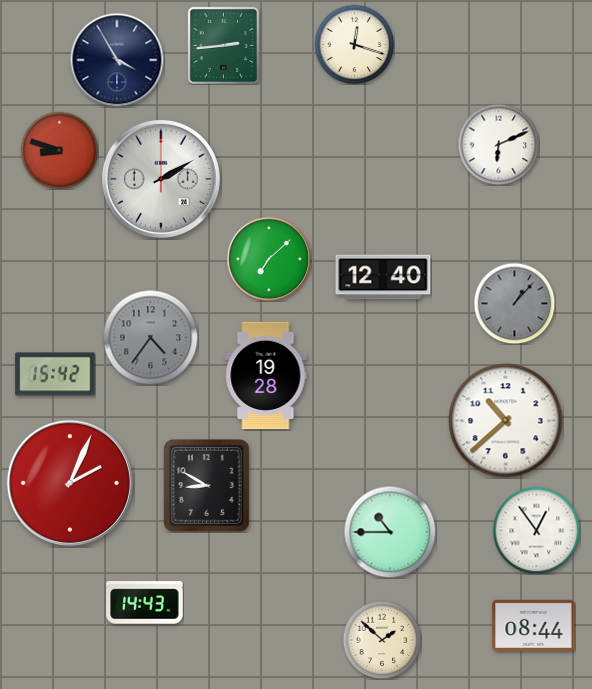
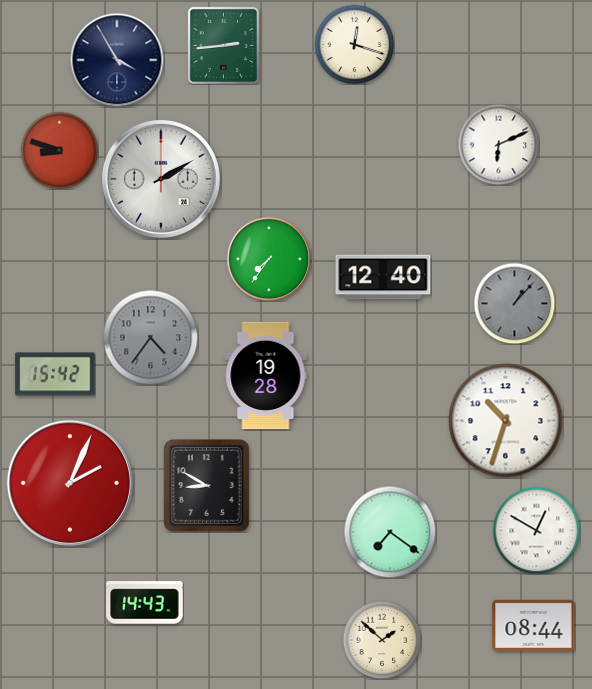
clock at (269, 259): 7:08 -> 7:36
clock at (506, 421): 10:38 -> 10:33
clock at (536, 530): 12:54 -> 12:50
clock at (390, 532): 10:45 -> 7:21
